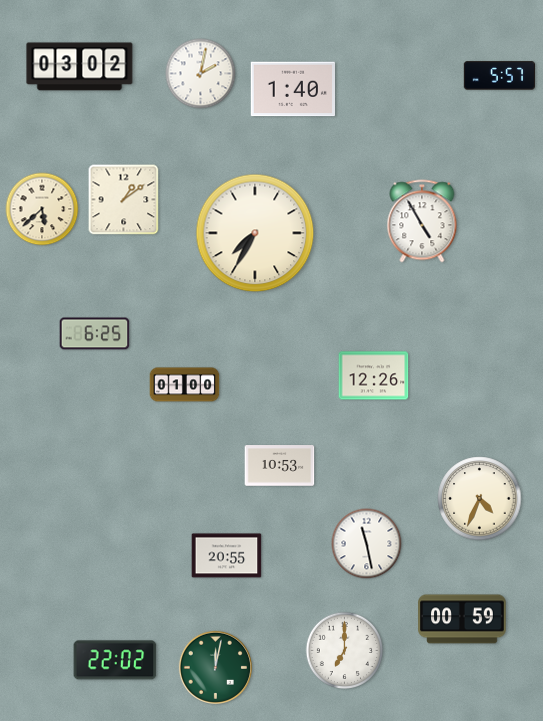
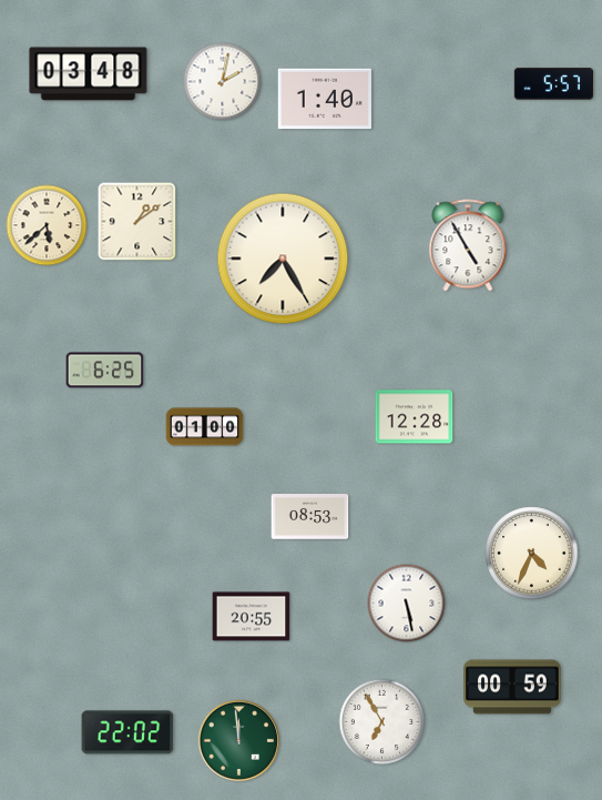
clock at (80, 67): 03:02 -> 03:48
clock at (42, 209) position: (42, 209) -> (47, 225)
clock at (255, 233): 7:35 -> 7:25
clock at (374, 376): 12:26 -> 12:28
clock at (280, 466): 10:53 -> 08:53
clock at (367, 544): 11:28 -> 5:28
clock at (344, 650): 7:00 -> 6:55
clock at (215, 667): 12:02 -> 11:59
